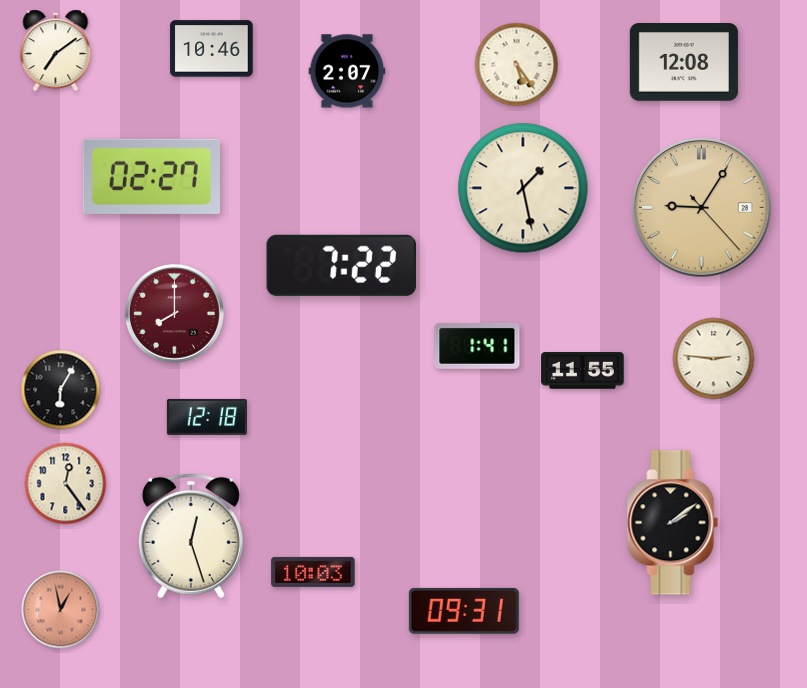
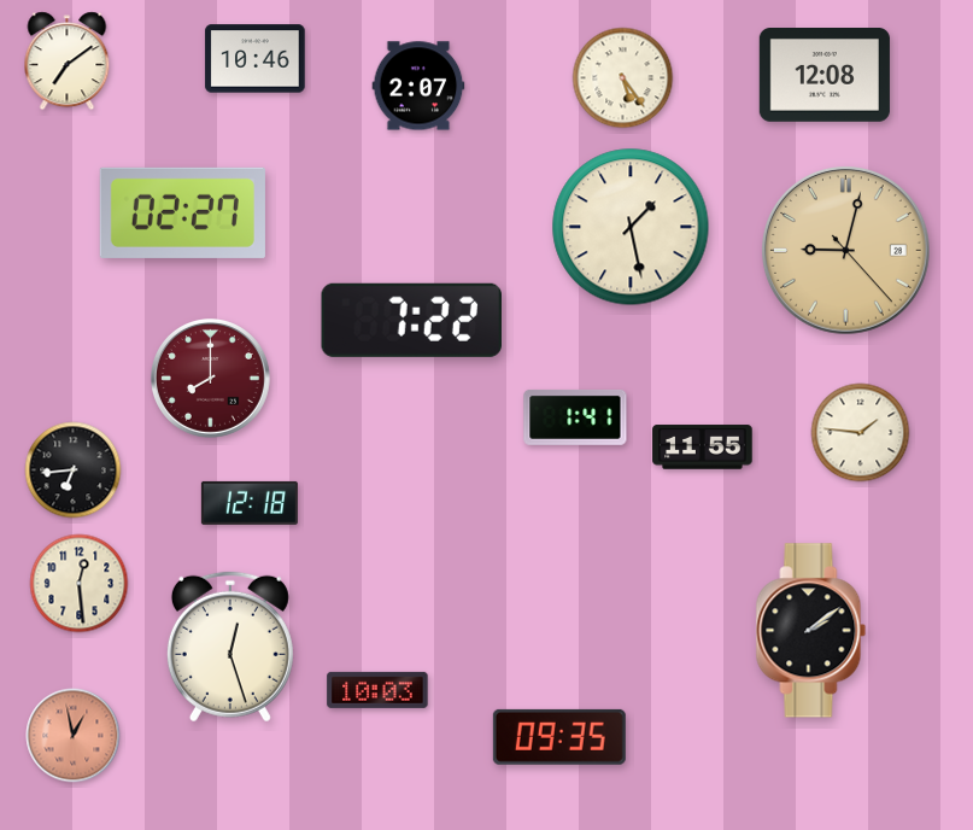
clock at (702, 208): 9:05 -> 9:02
clock at (714, 359): 2:46 -> 1:46
clock at (61, 390): 6:05 -> 6:44
clock at (66, 484): 12:24 -> 12:29
clock at (464, 611): 09:31 -> 09:35
